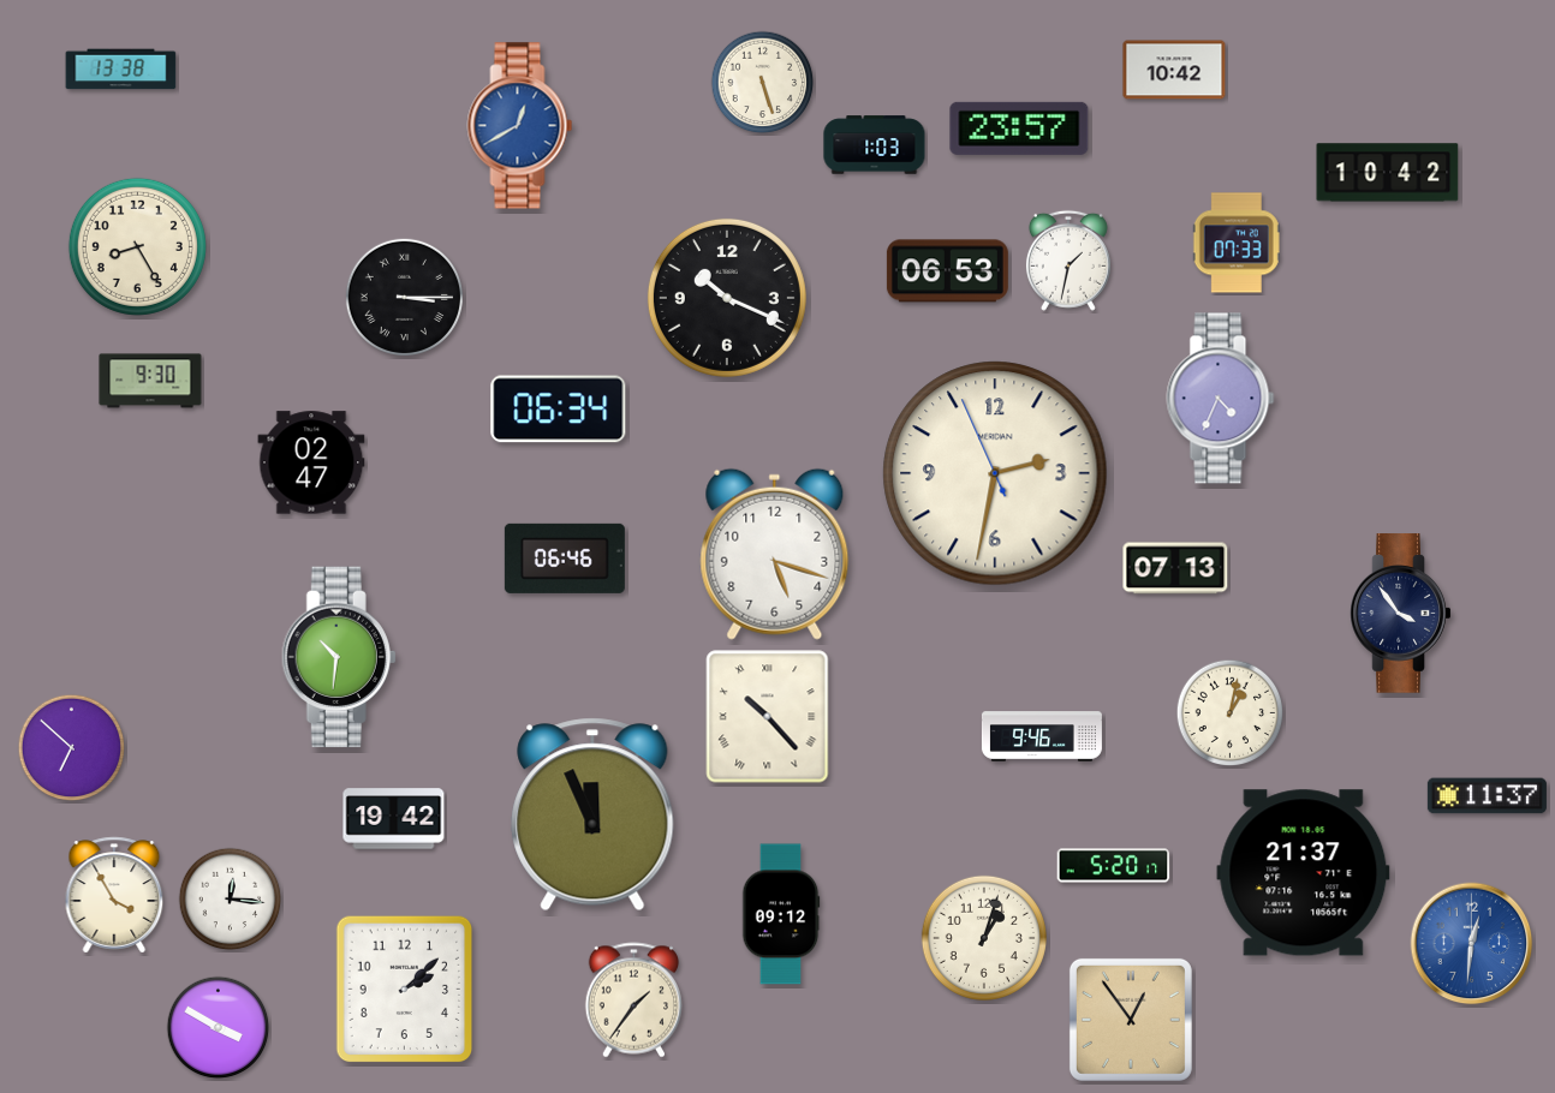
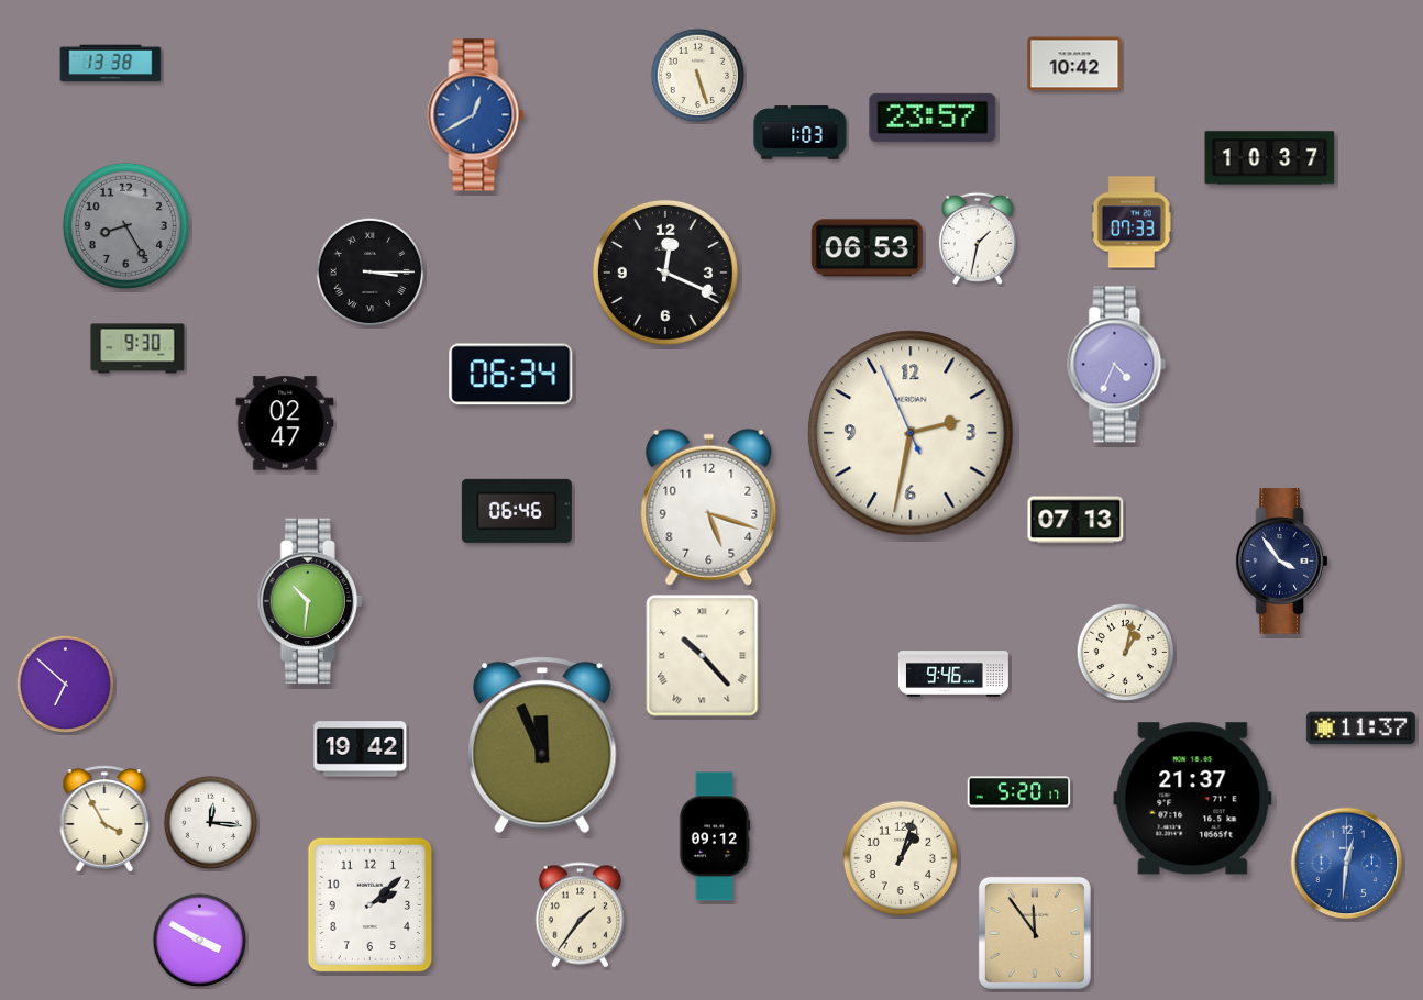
clock at (1388, 173): 10:42 -> 10:37
clock at (137, 246) dial: cream -> grey
clock at (727, 298): 10:19 -> 12:19
clock at (1131, 1020): 12:54 -> 11:54
